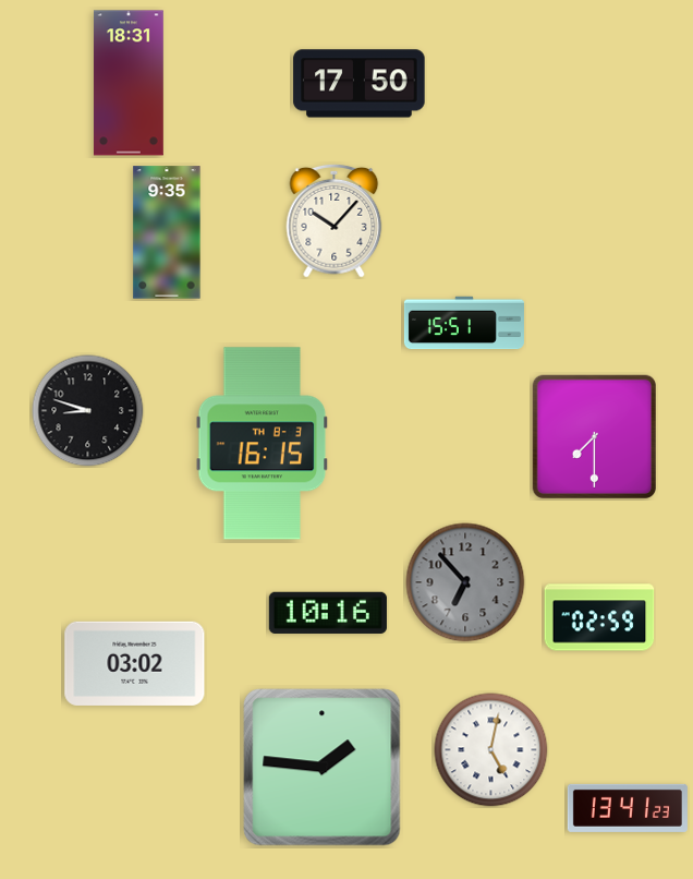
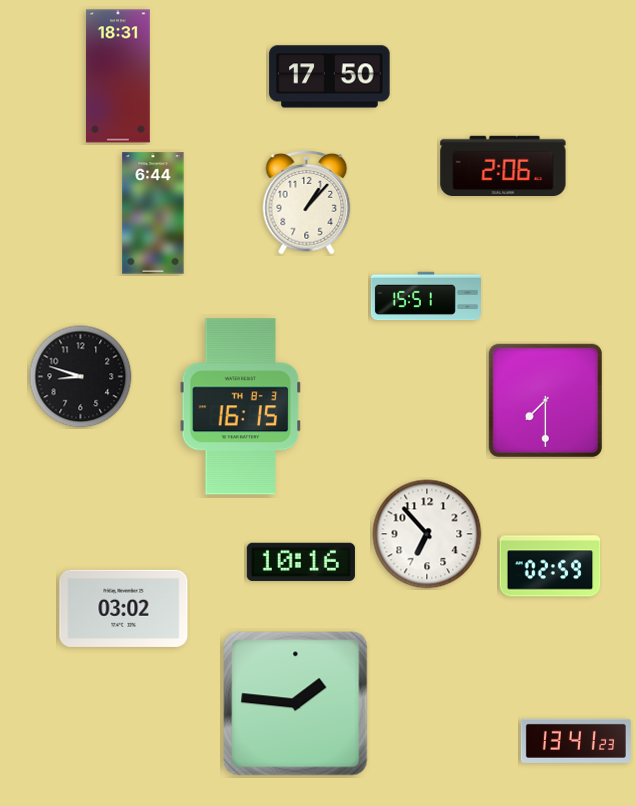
clock at (503, 166): none -> 2:06
clock at (335, 220): 10:07 -> 1:07
clock at (167, 232): 9:35 -> 6:44
clock at (465, 582) dial: grey -> white
clock at (491, 750): 5:02 -> none
